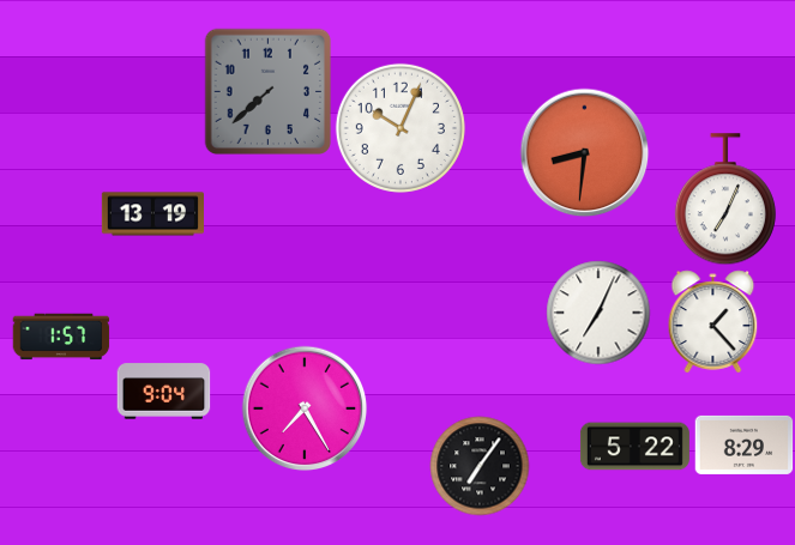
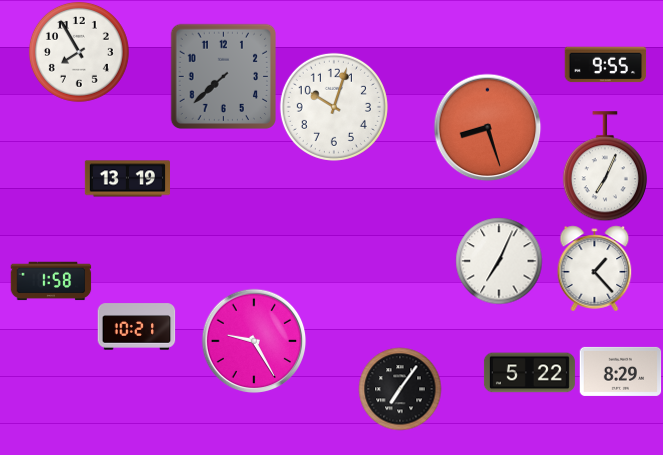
clock at (79, 52): none -> 7:55
clock at (605, 65): none -> 9:55
clock at (400, 128): 10:04 -> 10:03
clock at (584, 152): 8:31 -> 8:27
clock at (61, 337): 1:57 -> 1:58
clock at (163, 392): 9:04 -> 10:21
clock at (305, 408): 7:25 -> 9:25
